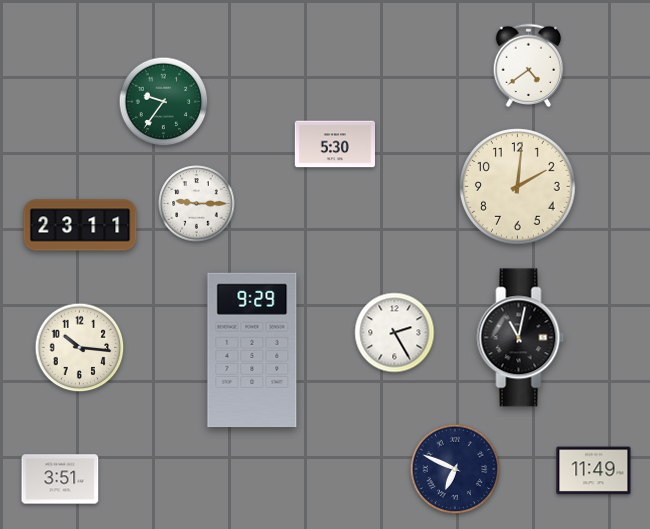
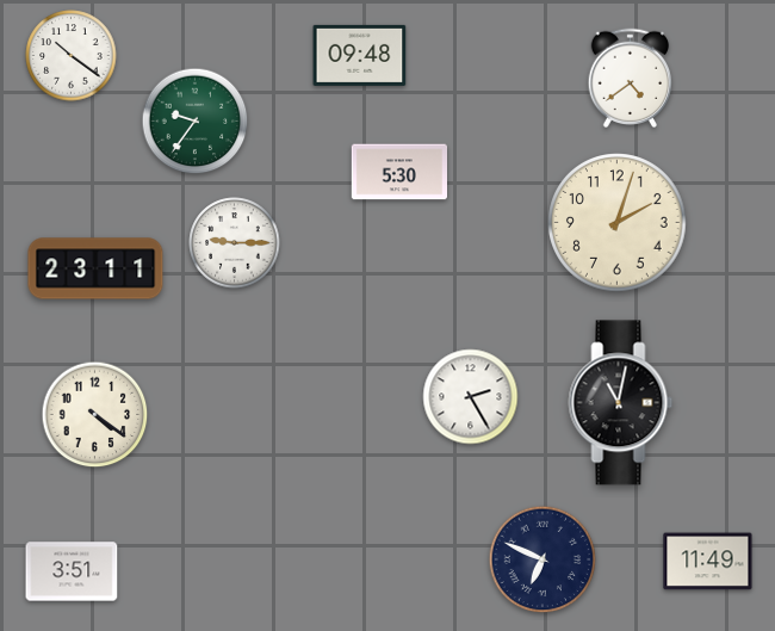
clock at (360, 55): none -> 09:48
clock at (72, 56): none -> 10:21
clock at (518, 187): 2:01 -> 2:03
clock at (80, 348): 10:16 -> 4:21
clock at (252, 350): 9:29 -> none
